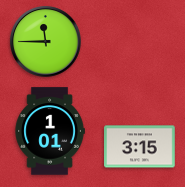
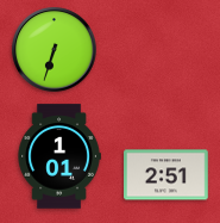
clock at (46, 42): 11:45 -> 6:33
clock at (140, 147): 3:15 -> 2:51
